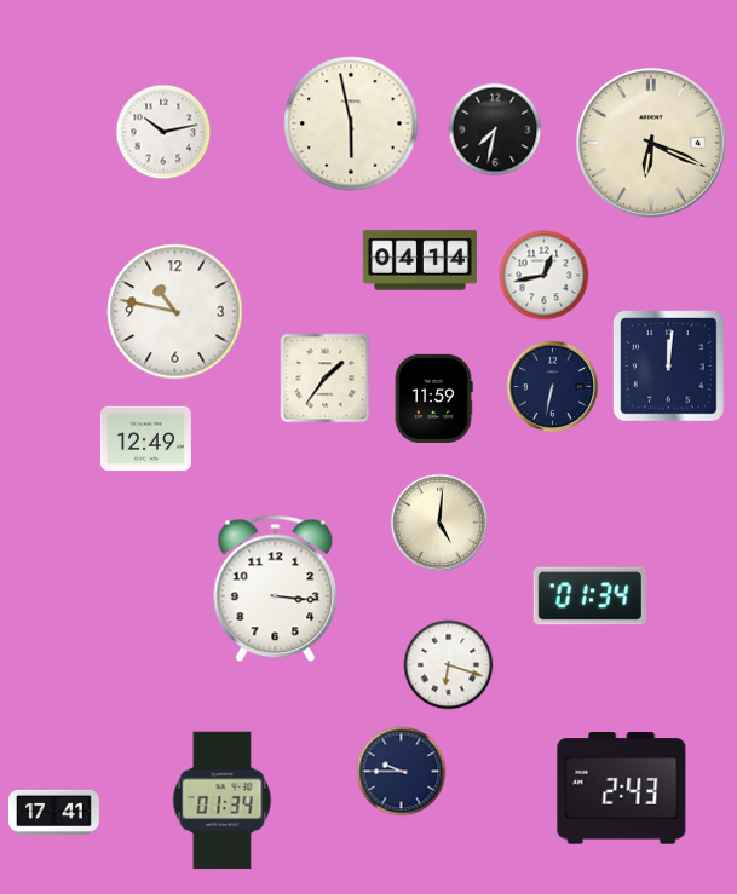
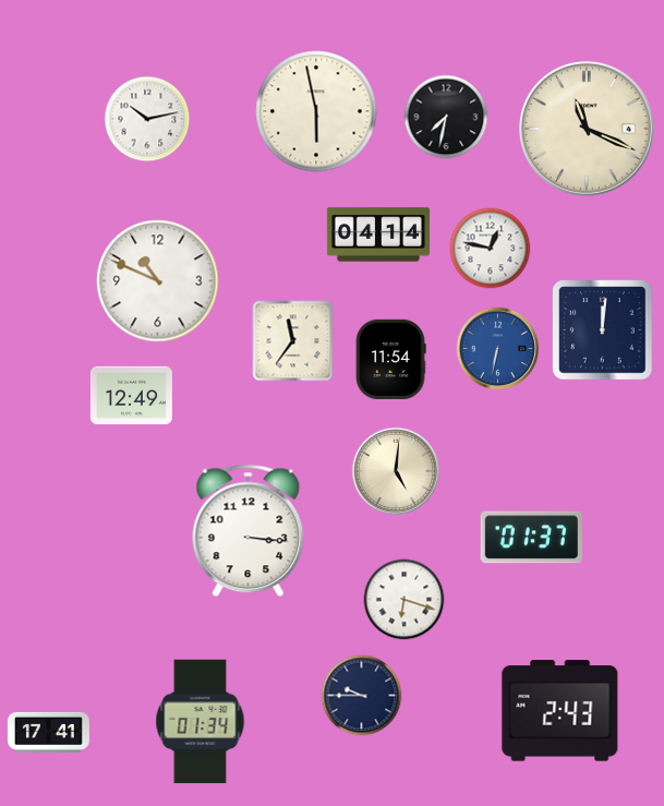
clock at (651, 143): 6:19 -> 11:19
clock at (545, 276): 12:43 -> 12:47
clock at (175, 312): 10:47 -> 10:49
clock at (326, 379): 1:36 -> 11:36
clock at (553, 387) dial: navy -> blue
clock at (433, 398): 11:59 -> 11:54
clock at (589, 596): 01:34 -> 01:37
